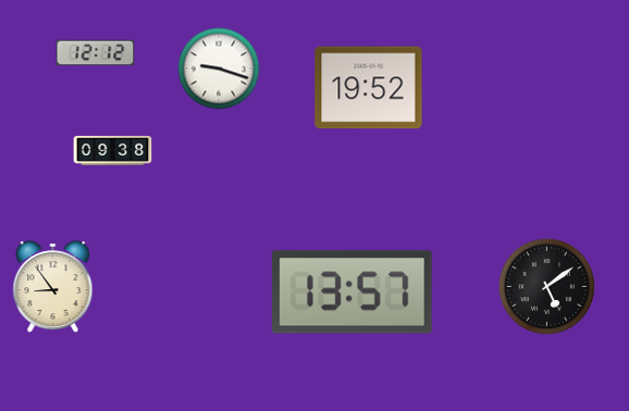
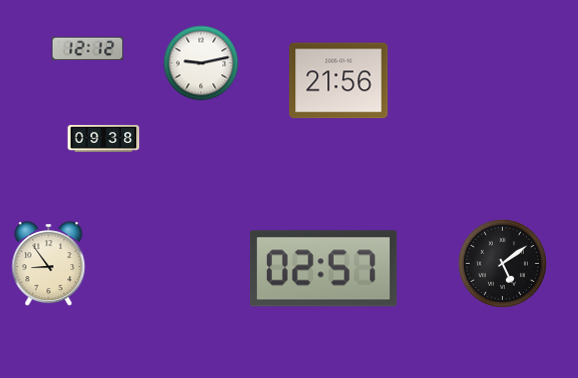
clock at (219, 68): 9:18 -> 9:13
clock at (369, 88): 19:52 -> 21:56
clock at (351, 292): 13:57 -> 02:57
